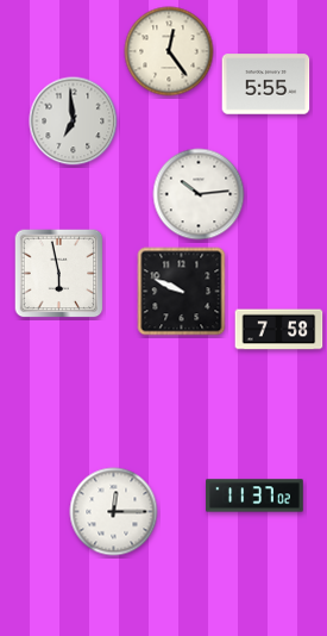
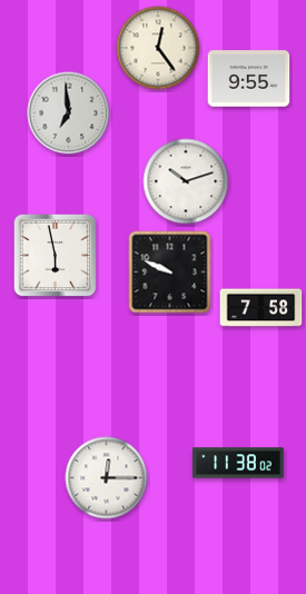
clock at (266, 85): 5:55 -> 9:55
clock at (199, 194): 10:14 -> 10:12
clock at (254, 495): 11:37 -> 11:38
